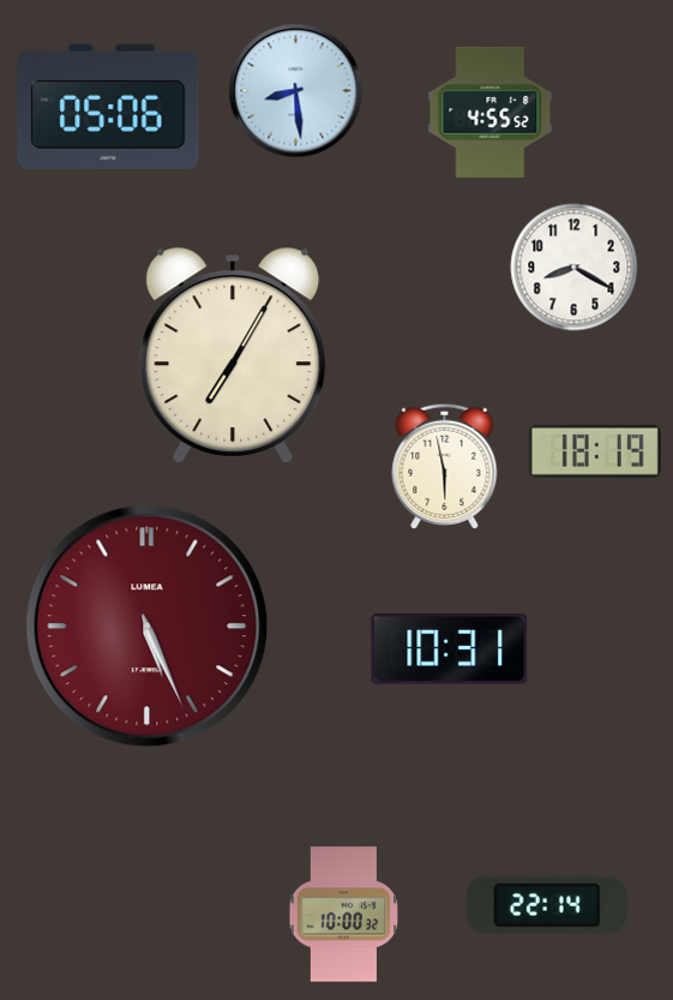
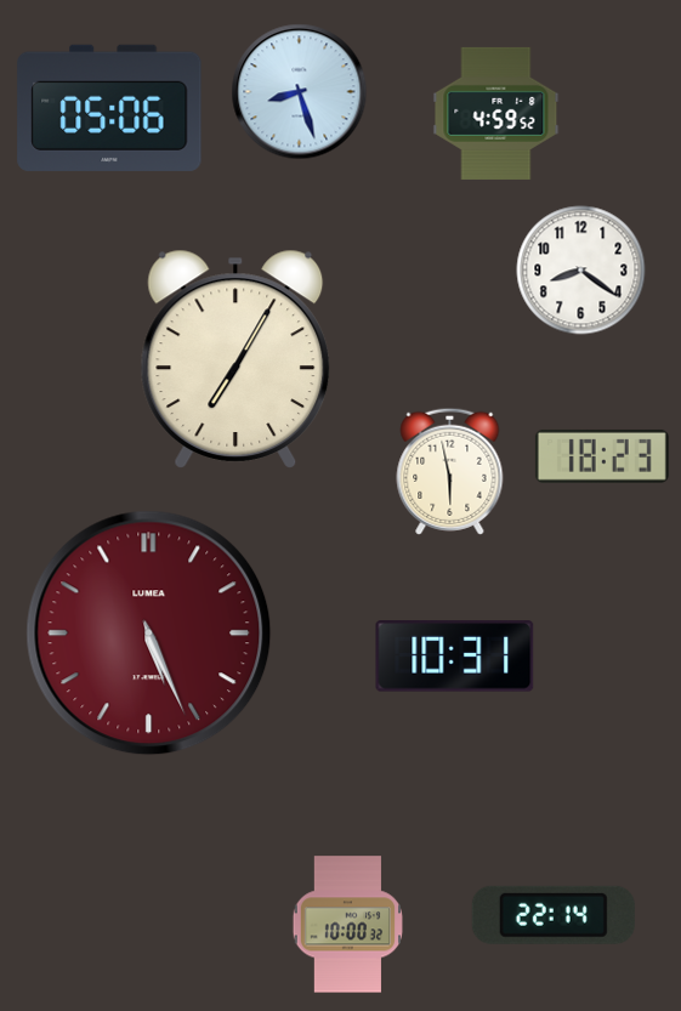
clock at (296, 91): 8:29 -> 8:27
clock at (491, 112): 4:55 -> 4:59
clock at (575, 268): 8:20 -> 8:21
clock at (595, 451): 18:19 -> 18:23
